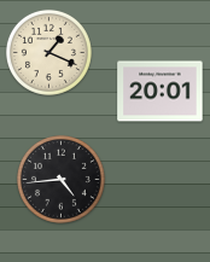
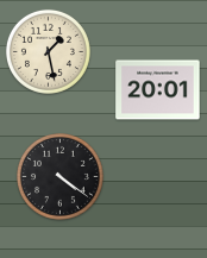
clock at (48, 52): 1:19 -> 1:28
clock at (62, 180): 4:44 -> 4:21
